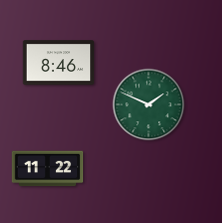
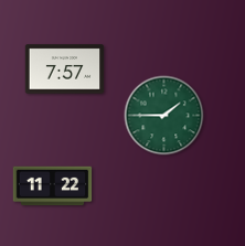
clock at (59, 63): 8:46 -> 7:57
clock at (149, 105): 1:49 -> 1:45
